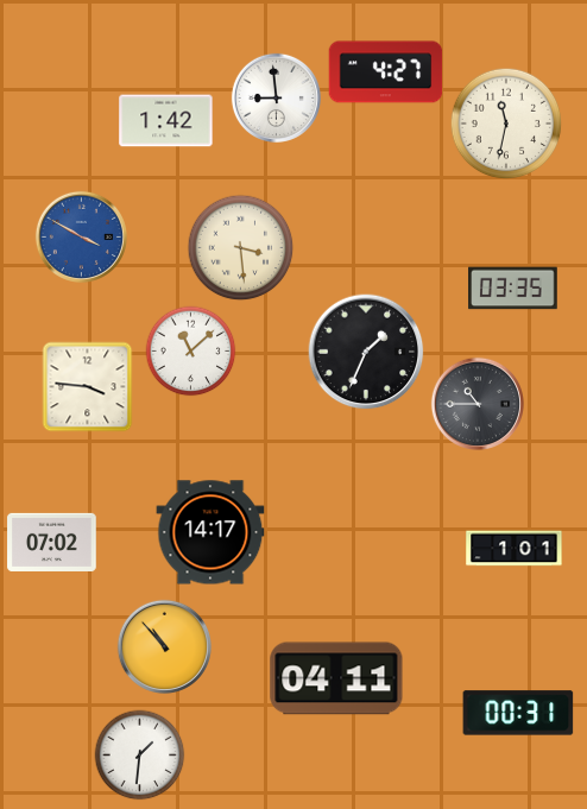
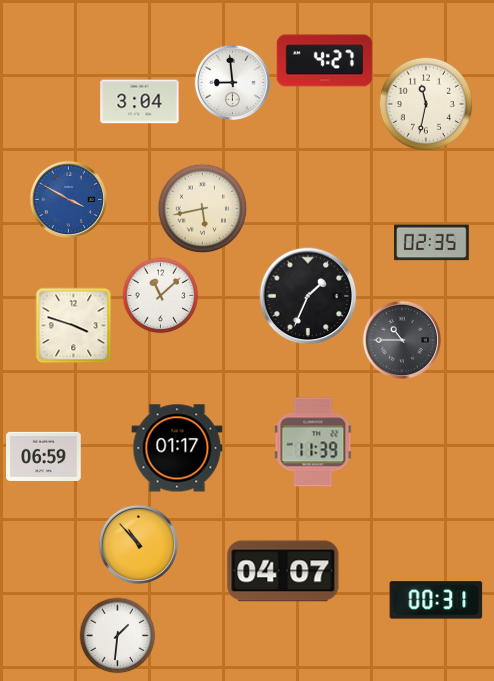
clock at (166, 121): 1:42 -> 3:04
clock at (241, 248): 3:29 -> 5:43
clock at (513, 289): 03:35 -> 02:35
clock at (88, 387): 3:46 -> 3:48
clock at (313, 442): none -> 11:39
clock at (210, 532): 14:17 -> 01:17
clock at (52, 542): 07:02 -> 06:59
clock at (515, 549): 1:01 -> none
clock at (336, 678): 04:11 -> 04:07
